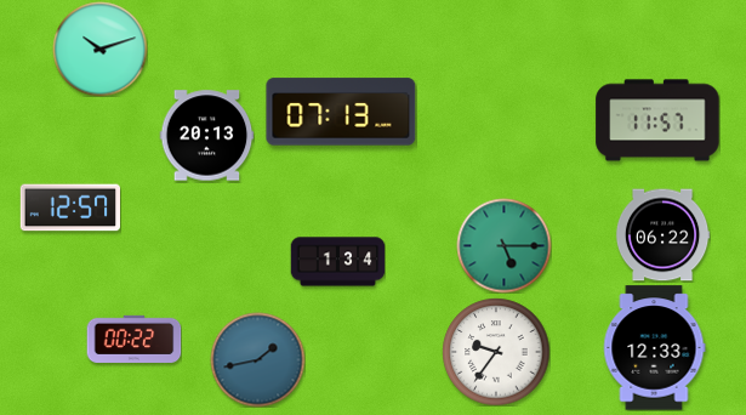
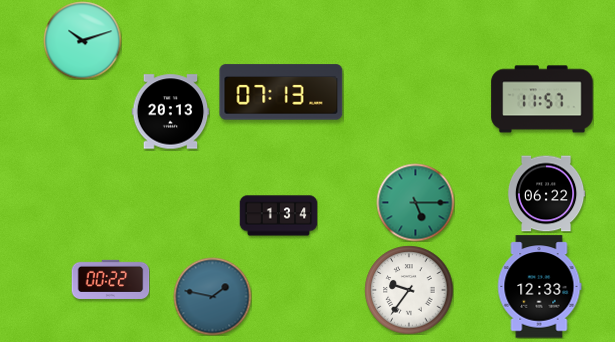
clock at (69, 207): 12:57 -> none
clock at (257, 359): 1:43 -> 1:47
